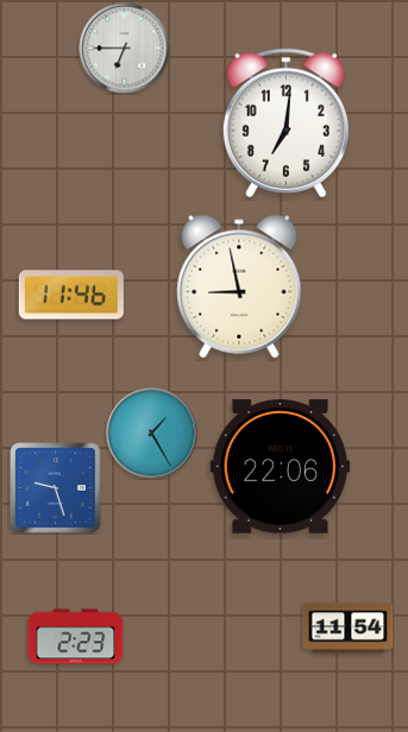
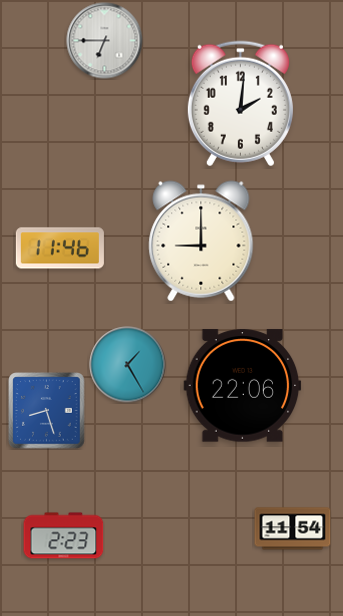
clock at (285, 124): 7:01 -> 2:01
clock at (239, 286): 8:58 -> 9:00
clock at (281, 467) position: (281, 467) -> (243, 386)
clock at (56, 488): 9:27 -> 8:27
